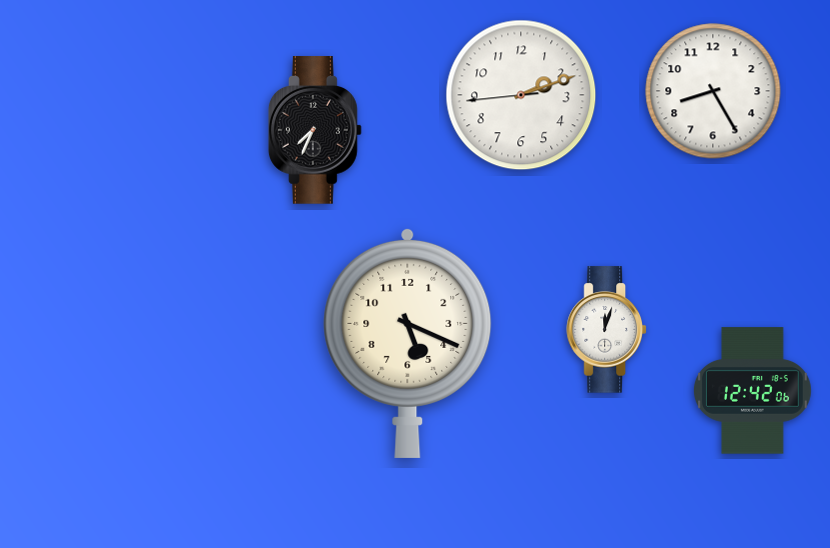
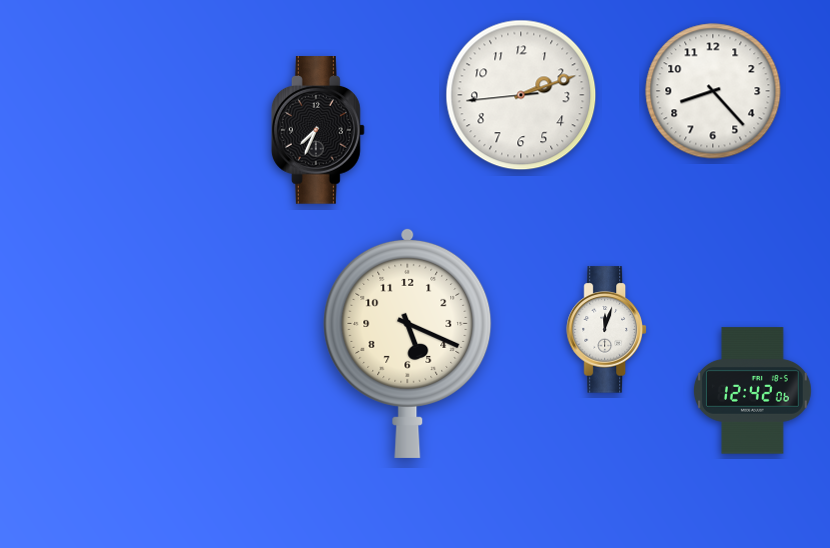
clock at (713, 91): 8:25 -> 8:23
clock at (315, 130) position: (315, 130) -> (318, 130)
